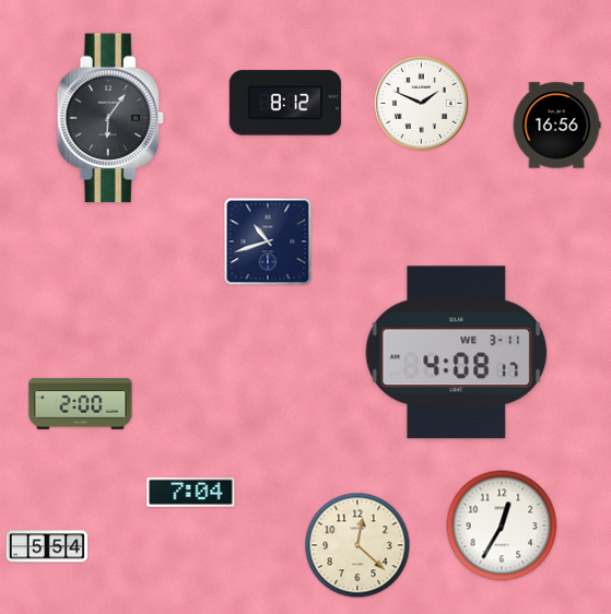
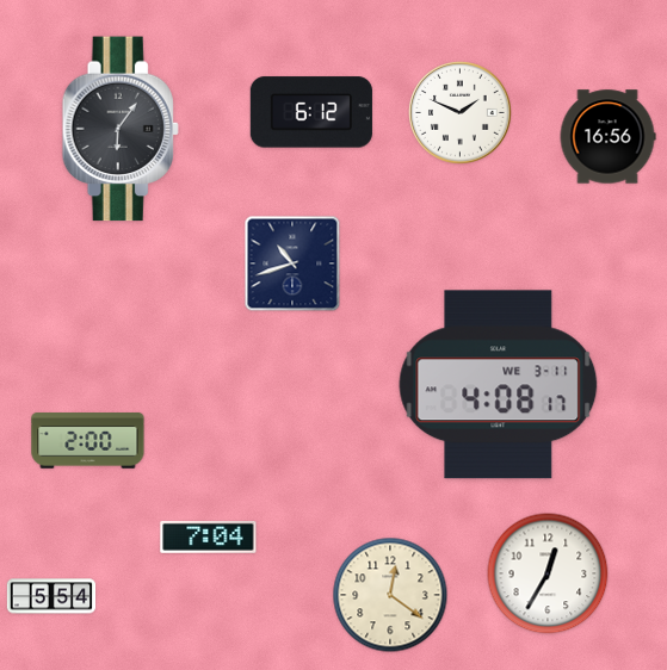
clock at (285, 103): 8:12 -> 6:12
clock at (357, 545): 12:22 -> 12:21
